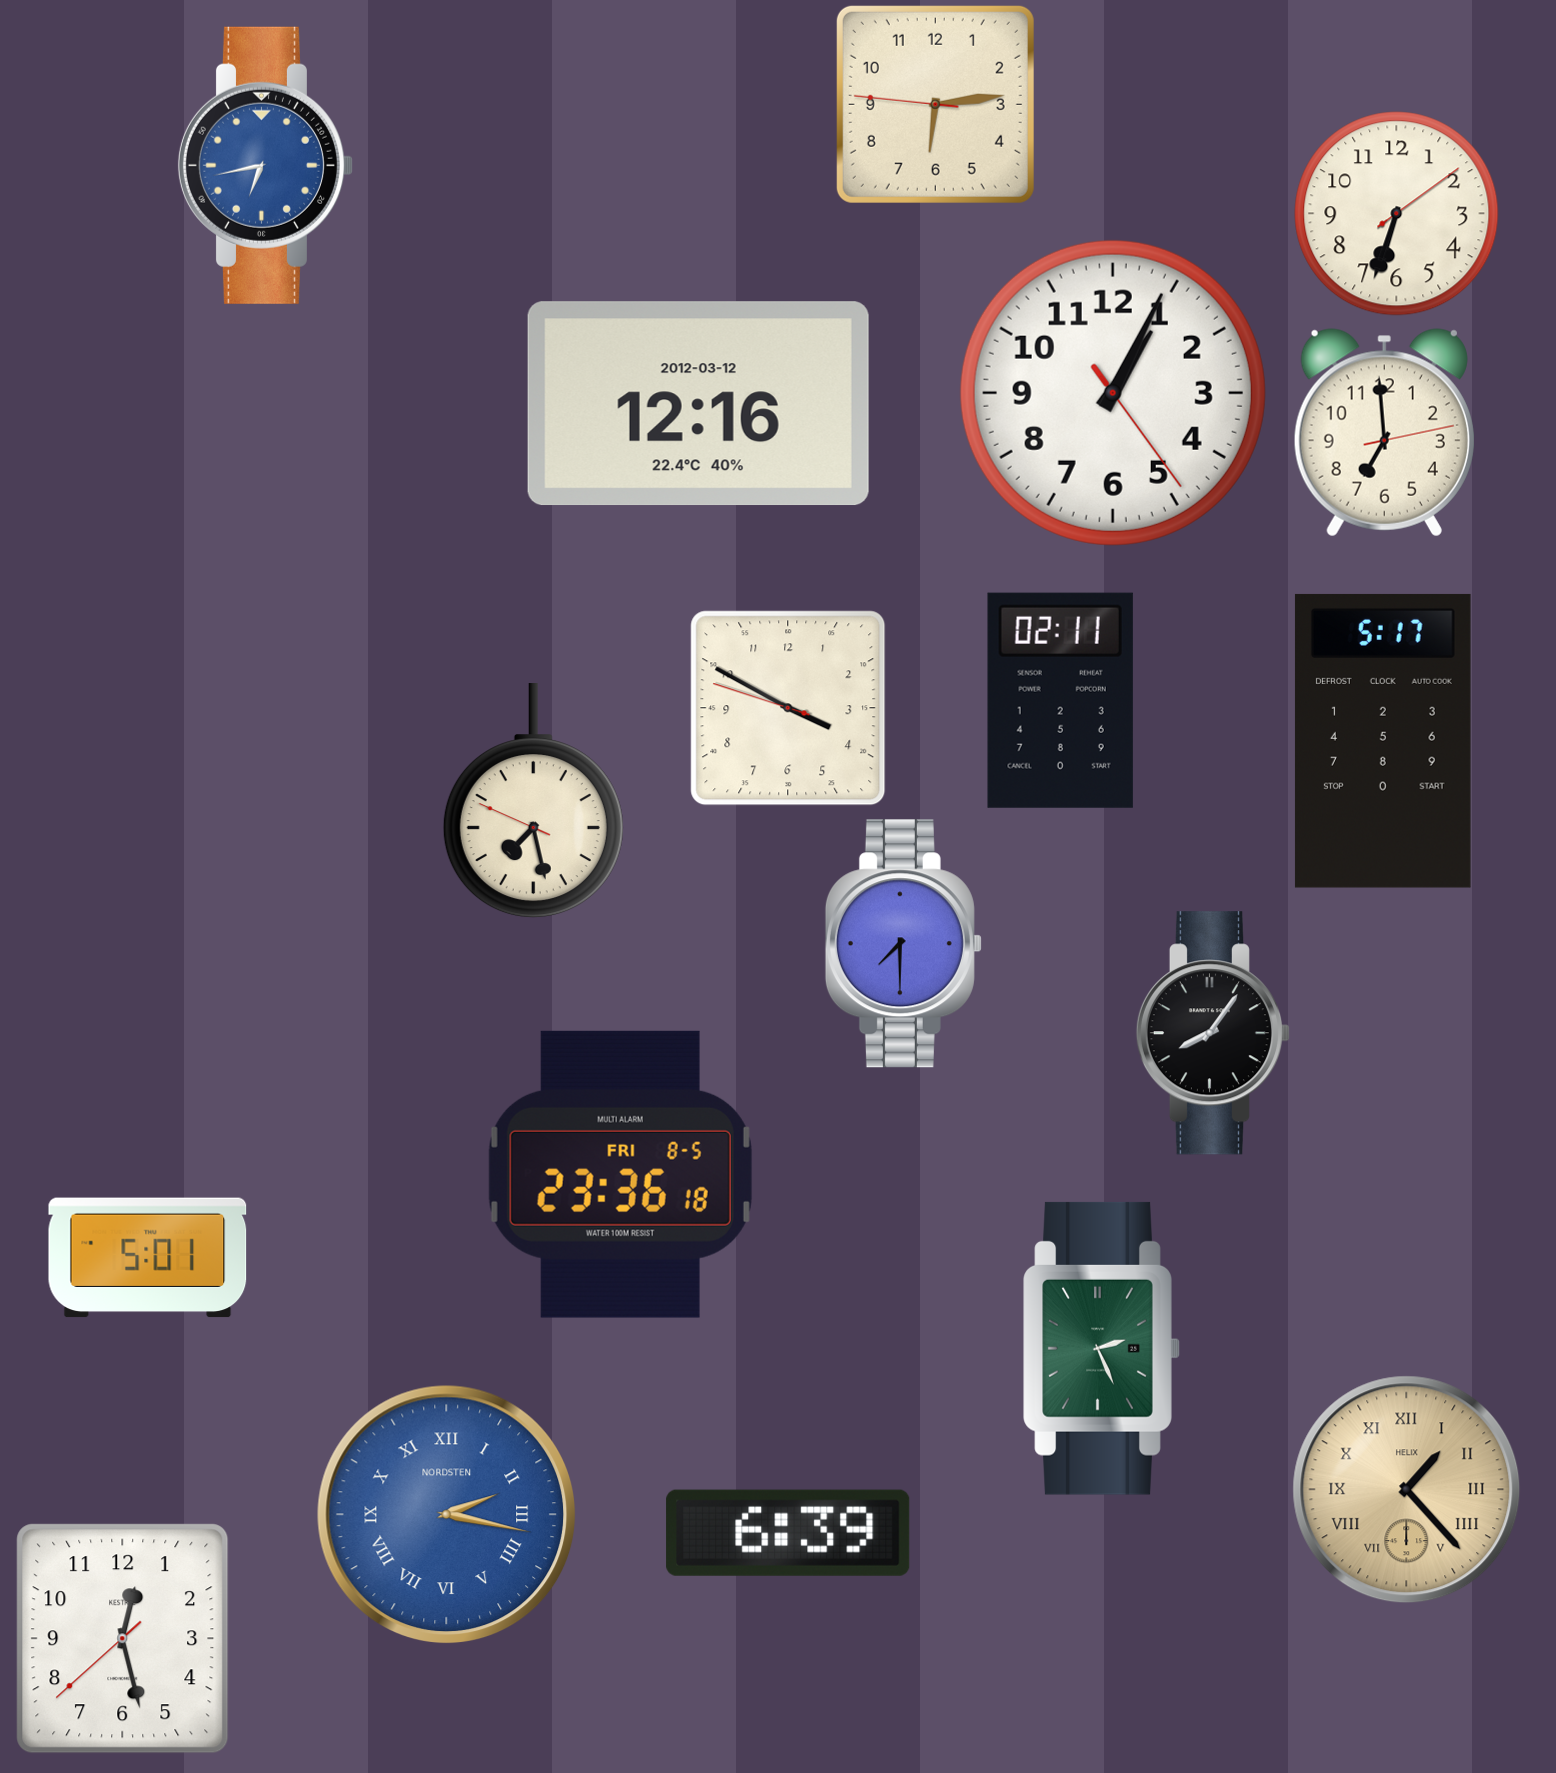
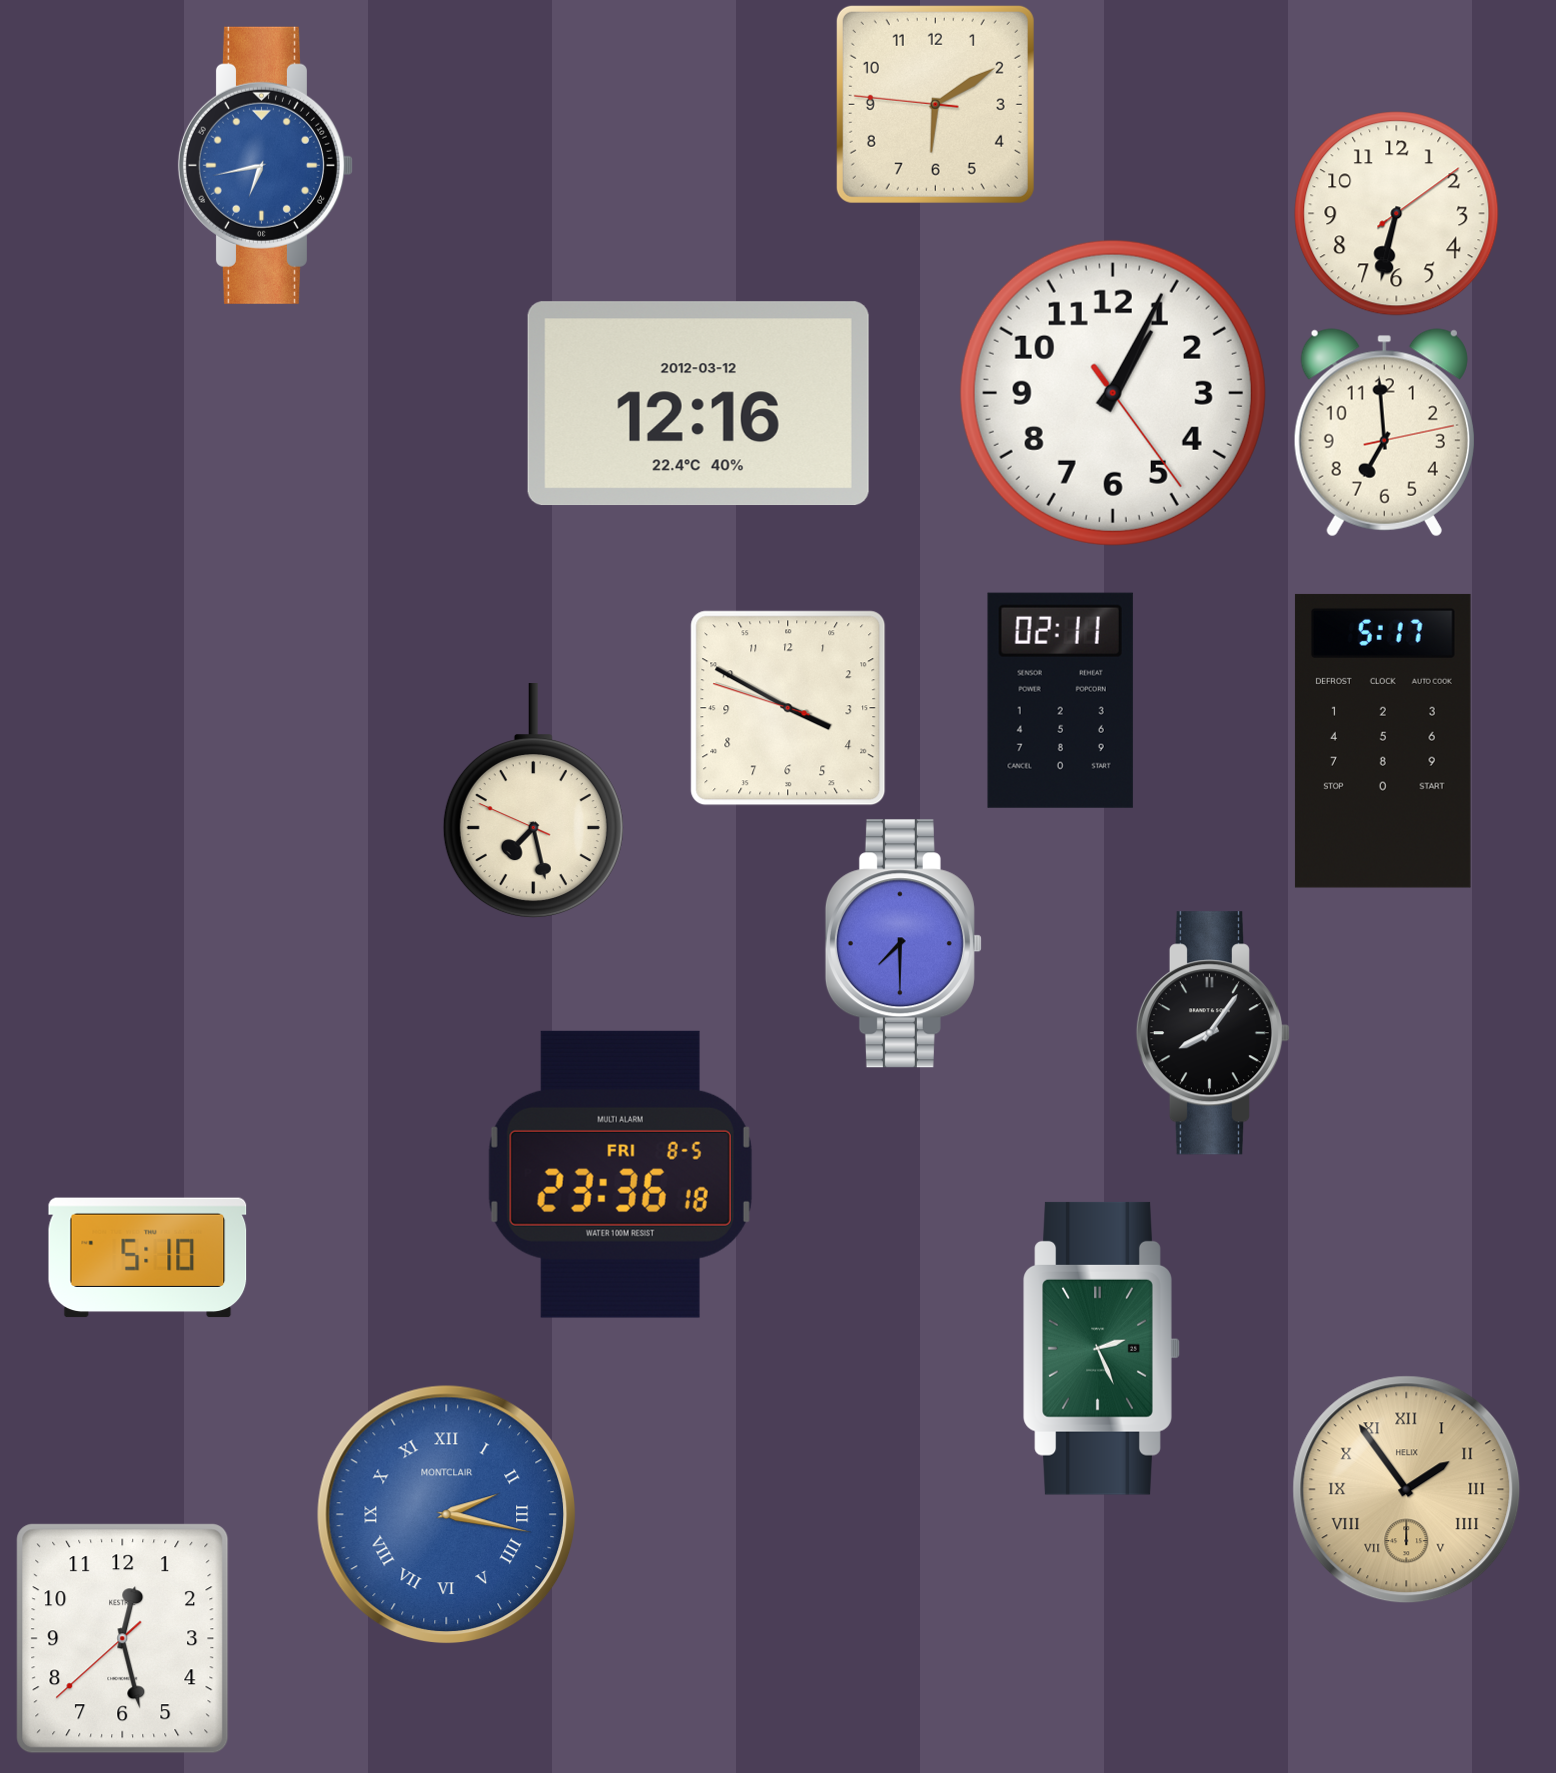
clock at (935, 104): 6:13 -> 6:09
clock at (1397, 214): 6:33 -> 6:32
clock at (148, 1258): 5:01 -> 5:10
clock at (1407, 1490): 1:23 -> 1:54
clock at (446, 1514) brand: NORDSTEN -> MONTCLAIR
clock at (788, 1533): 6:39 -> none
